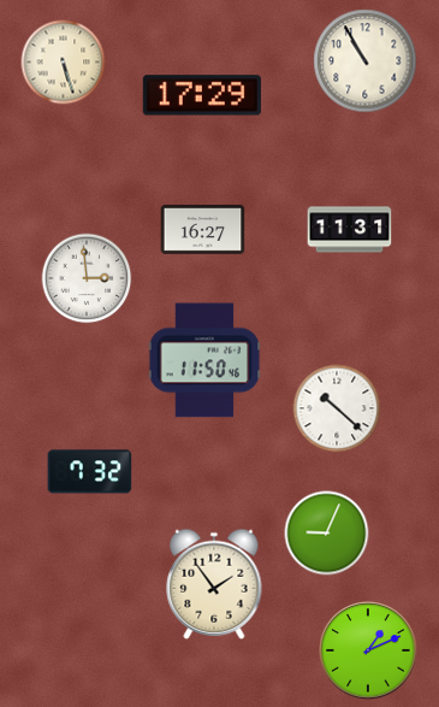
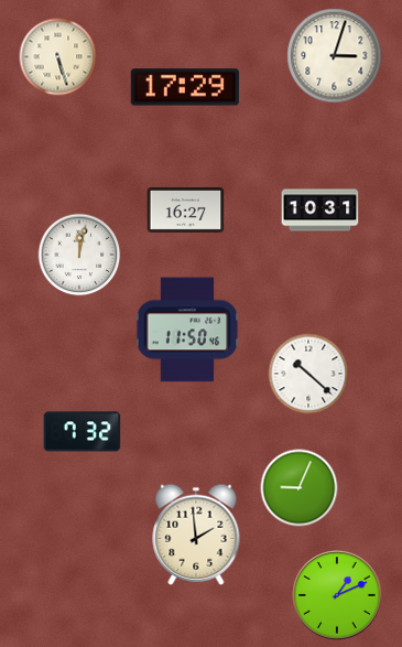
clock at (366, 61): 10:55 -> 3:03
clock at (350, 230): 11:31 -> 10:31
clock at (87, 278): 2:59 -> 12:02
clock at (214, 584): 1:54 -> 1:59
